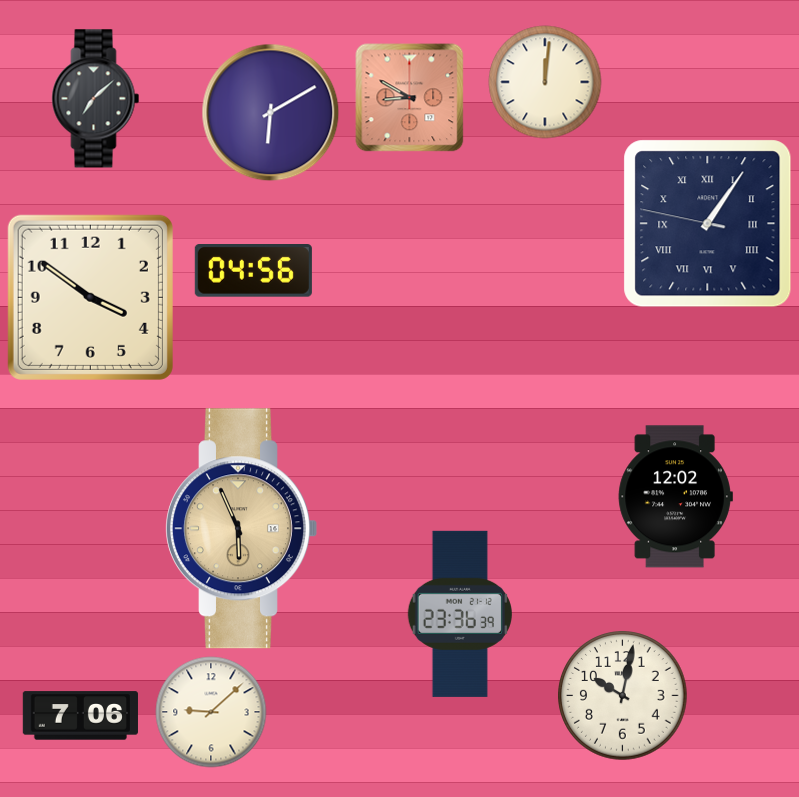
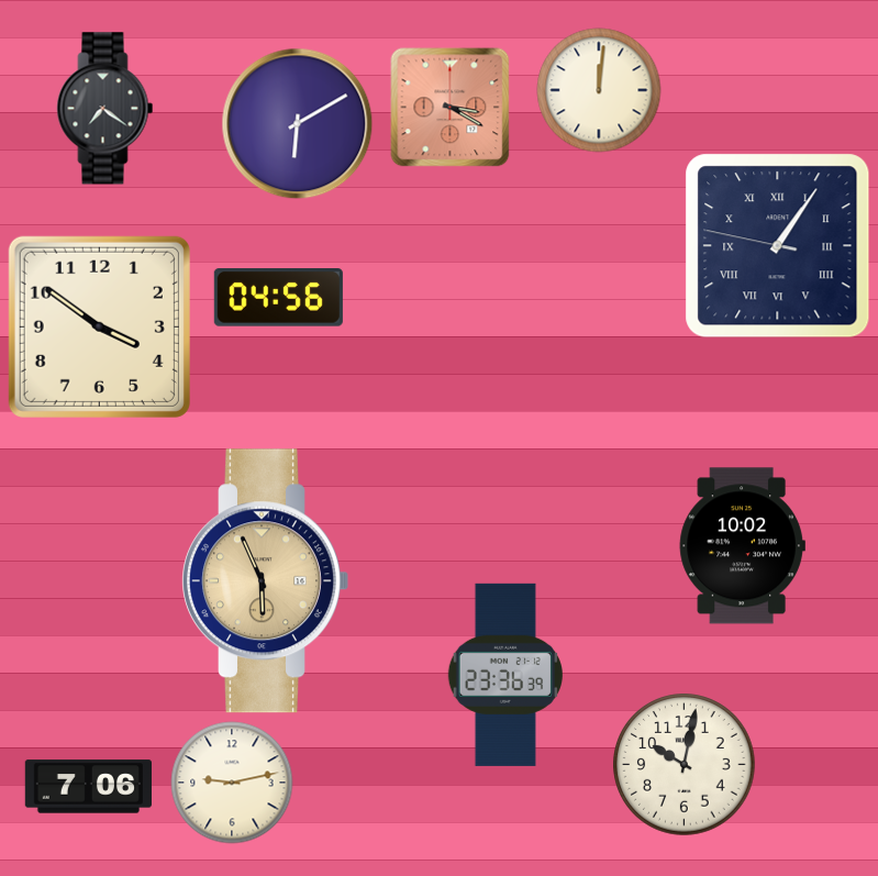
clock at (410, 98): 8:50 -> 3:20
clock at (96, 99): 7:08 -> 7:21
clock at (675, 497): 12:02 -> 10:02
clock at (211, 712): 9:08 -> 9:13
